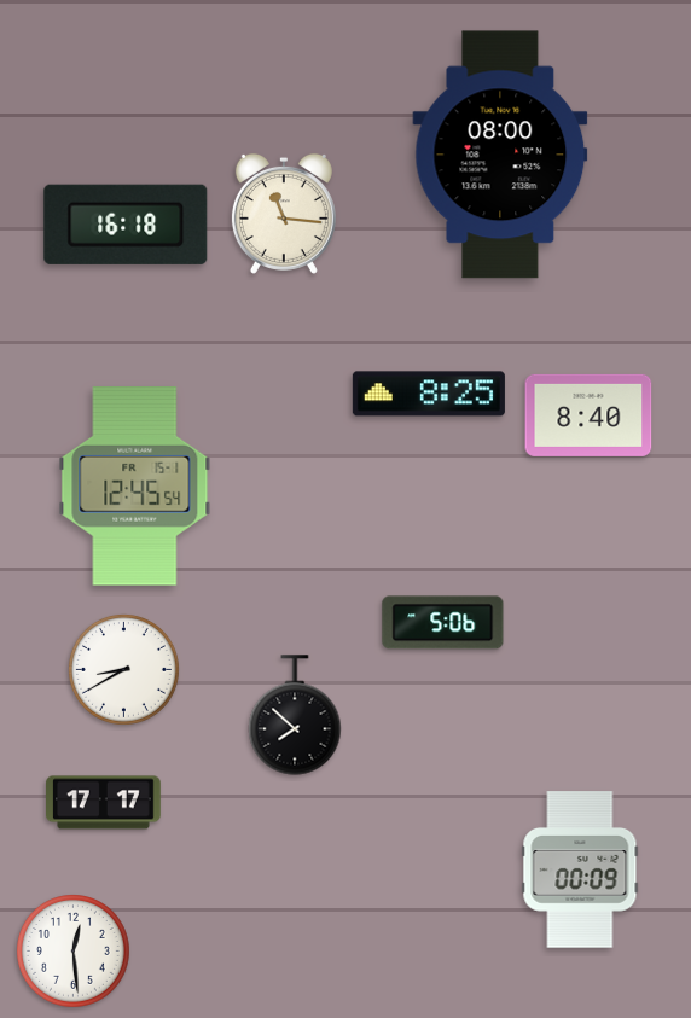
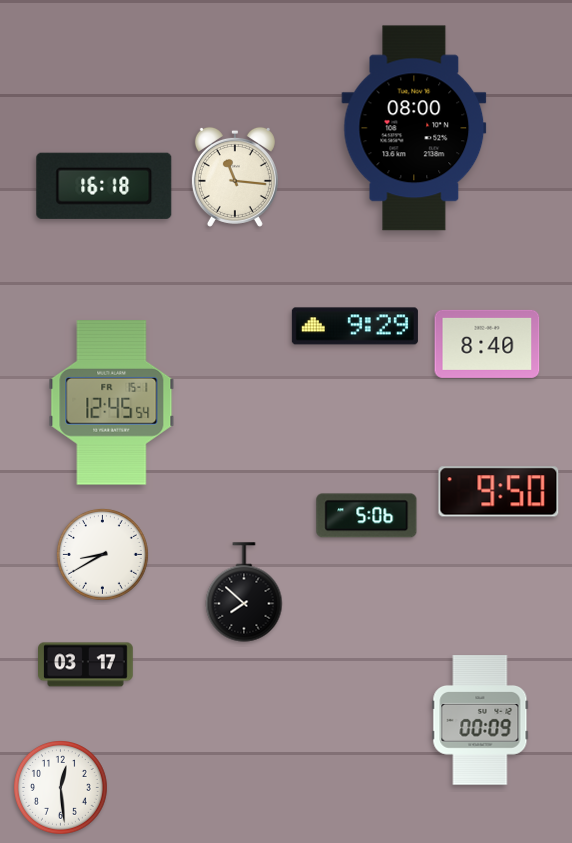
clock at (429, 394): 8:25 -> 9:29
clock at (499, 492): none -> 9:50
clock at (104, 803): 17:17 -> 03:17
